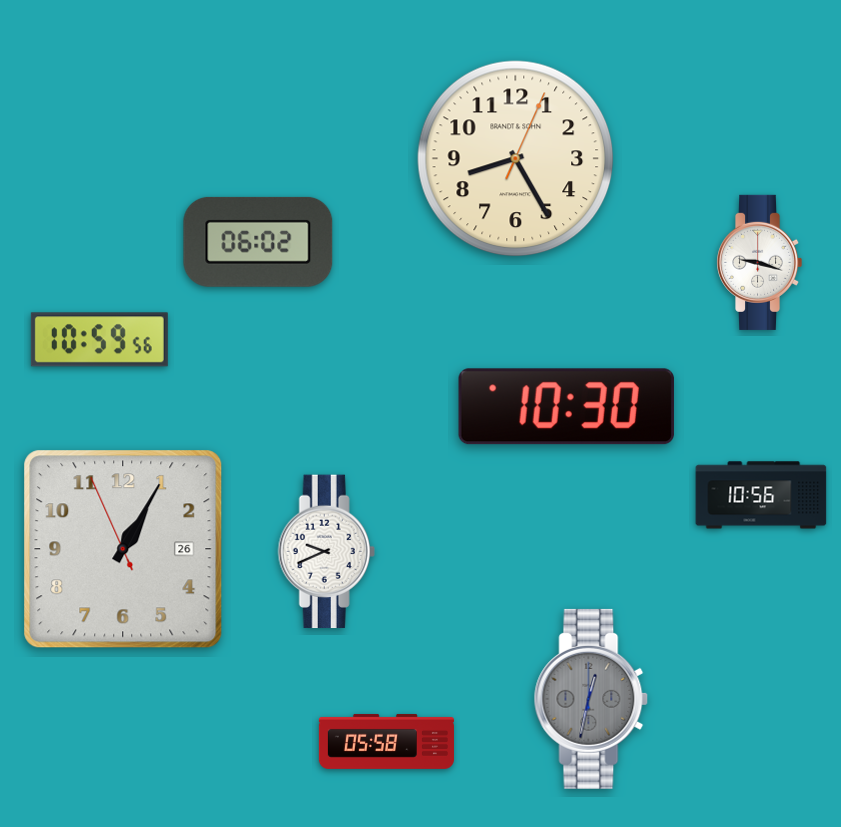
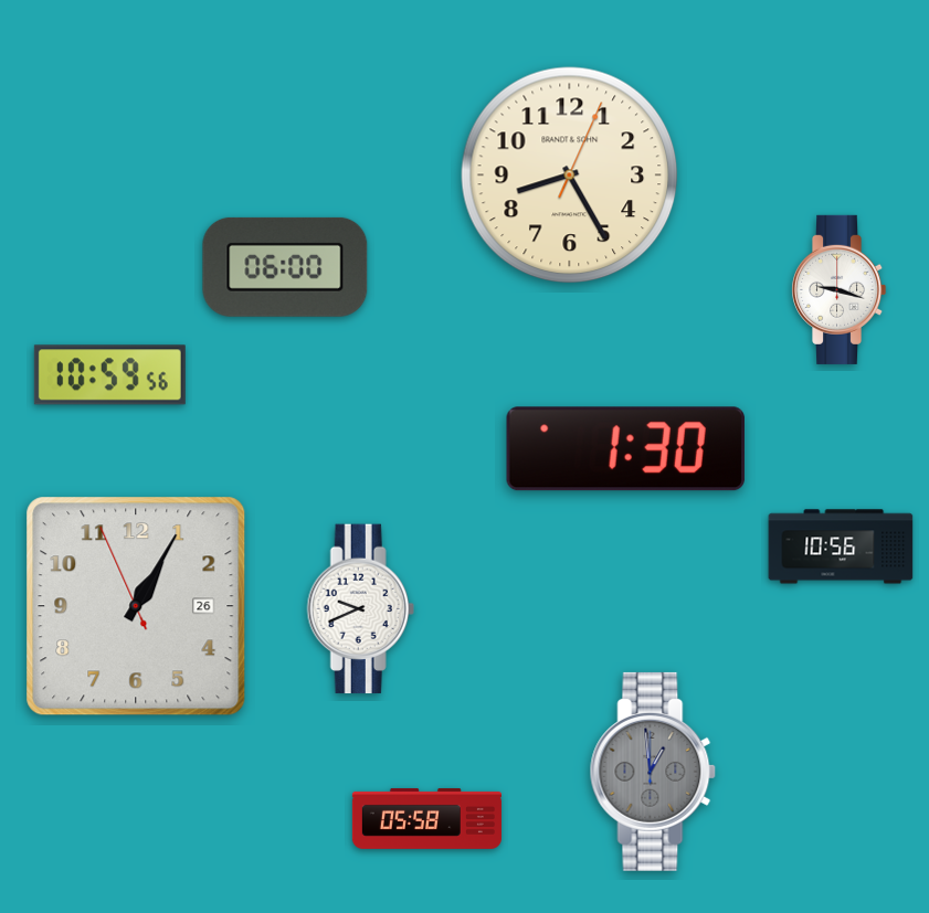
clock at (258, 242): 06:02 -> 06:00
clock at (566, 407): 10:30 -> 1:30
clock at (591, 699): 12:32 -> 12:59
